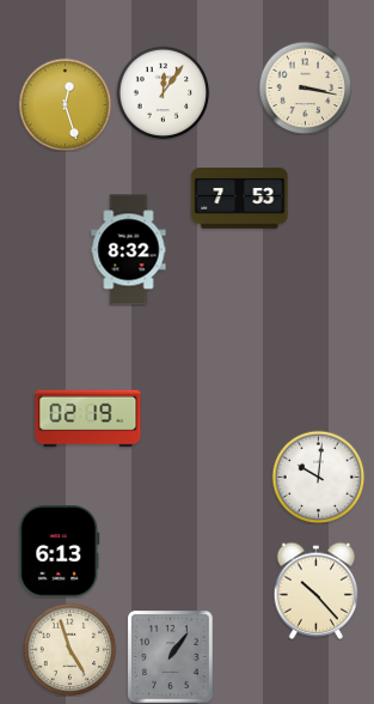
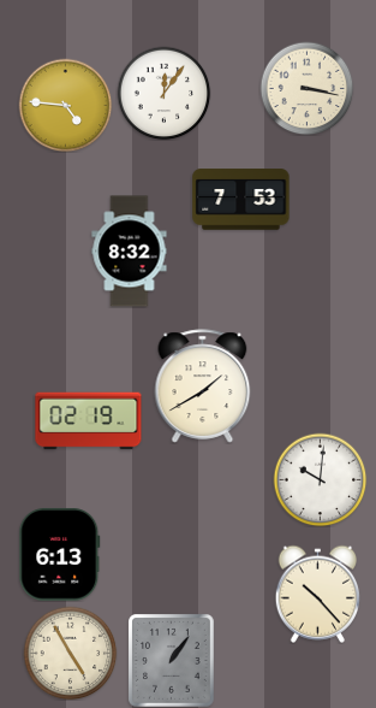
clock at (65, 104): 12:27 -> 4:46
clock at (203, 387): none -> 1:40
clock at (69, 649): 4:57 -> 4:55
